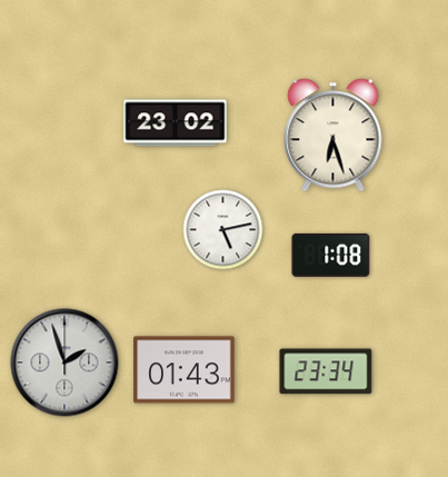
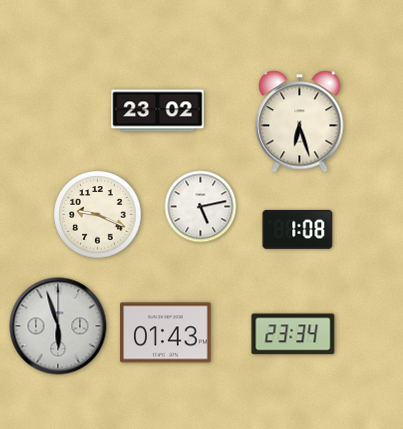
clock at (98, 215): none -> 9:19
clock at (64, 362): 1:57 -> 5:57
